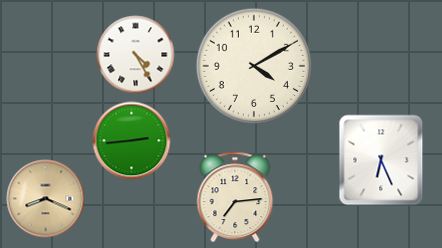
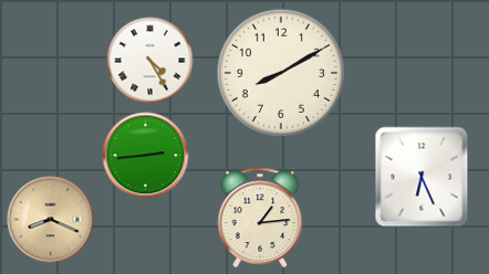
clock at (253, 65): 4:10 -> 8:10
clock at (235, 197): 7:14 -> 1:14
